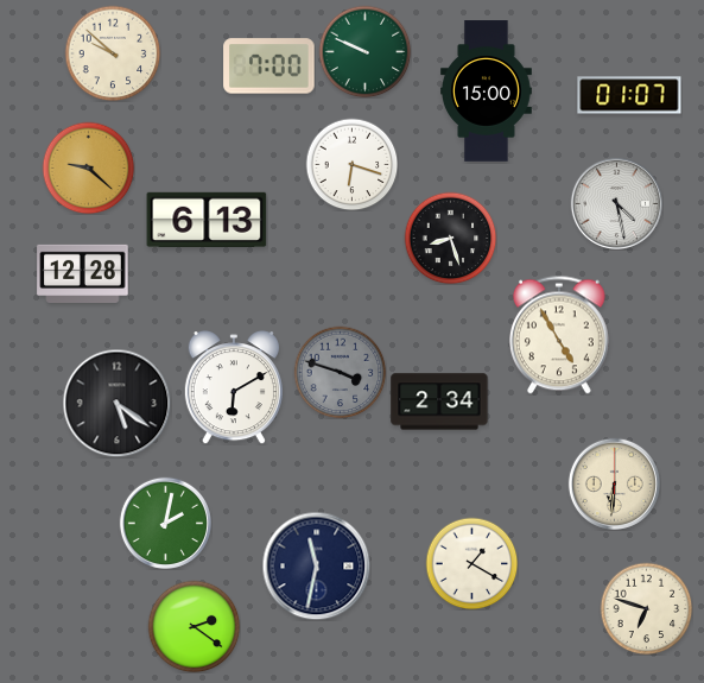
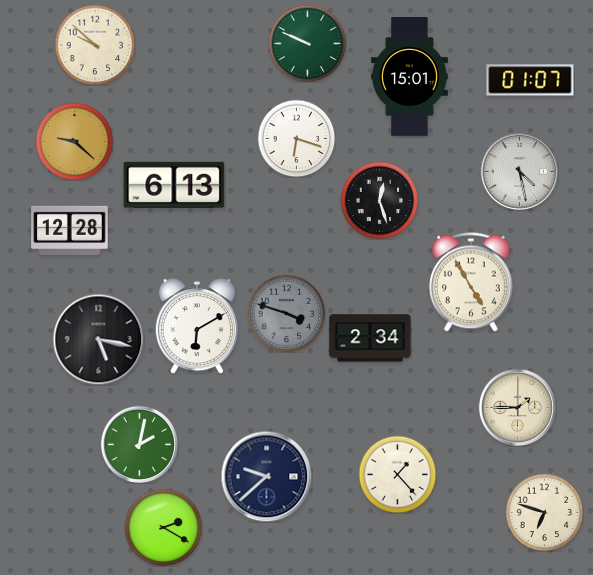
clock at (269, 67): 7:00 -> none
clock at (487, 91): 15:00 -> 15:01
clock at (450, 238): 8:27 -> 12:27
clock at (116, 403): 5:21 -> 5:17
clock at (614, 483): 6:31 -> 1:45
clock at (165, 523) position: (165, 523) -> (139, 444)
clock at (471, 563): 1:20 -> 1:23
clock at (316, 565): 11:32 -> 9:38
clock at (194, 626): 2:21 -> 2:20
